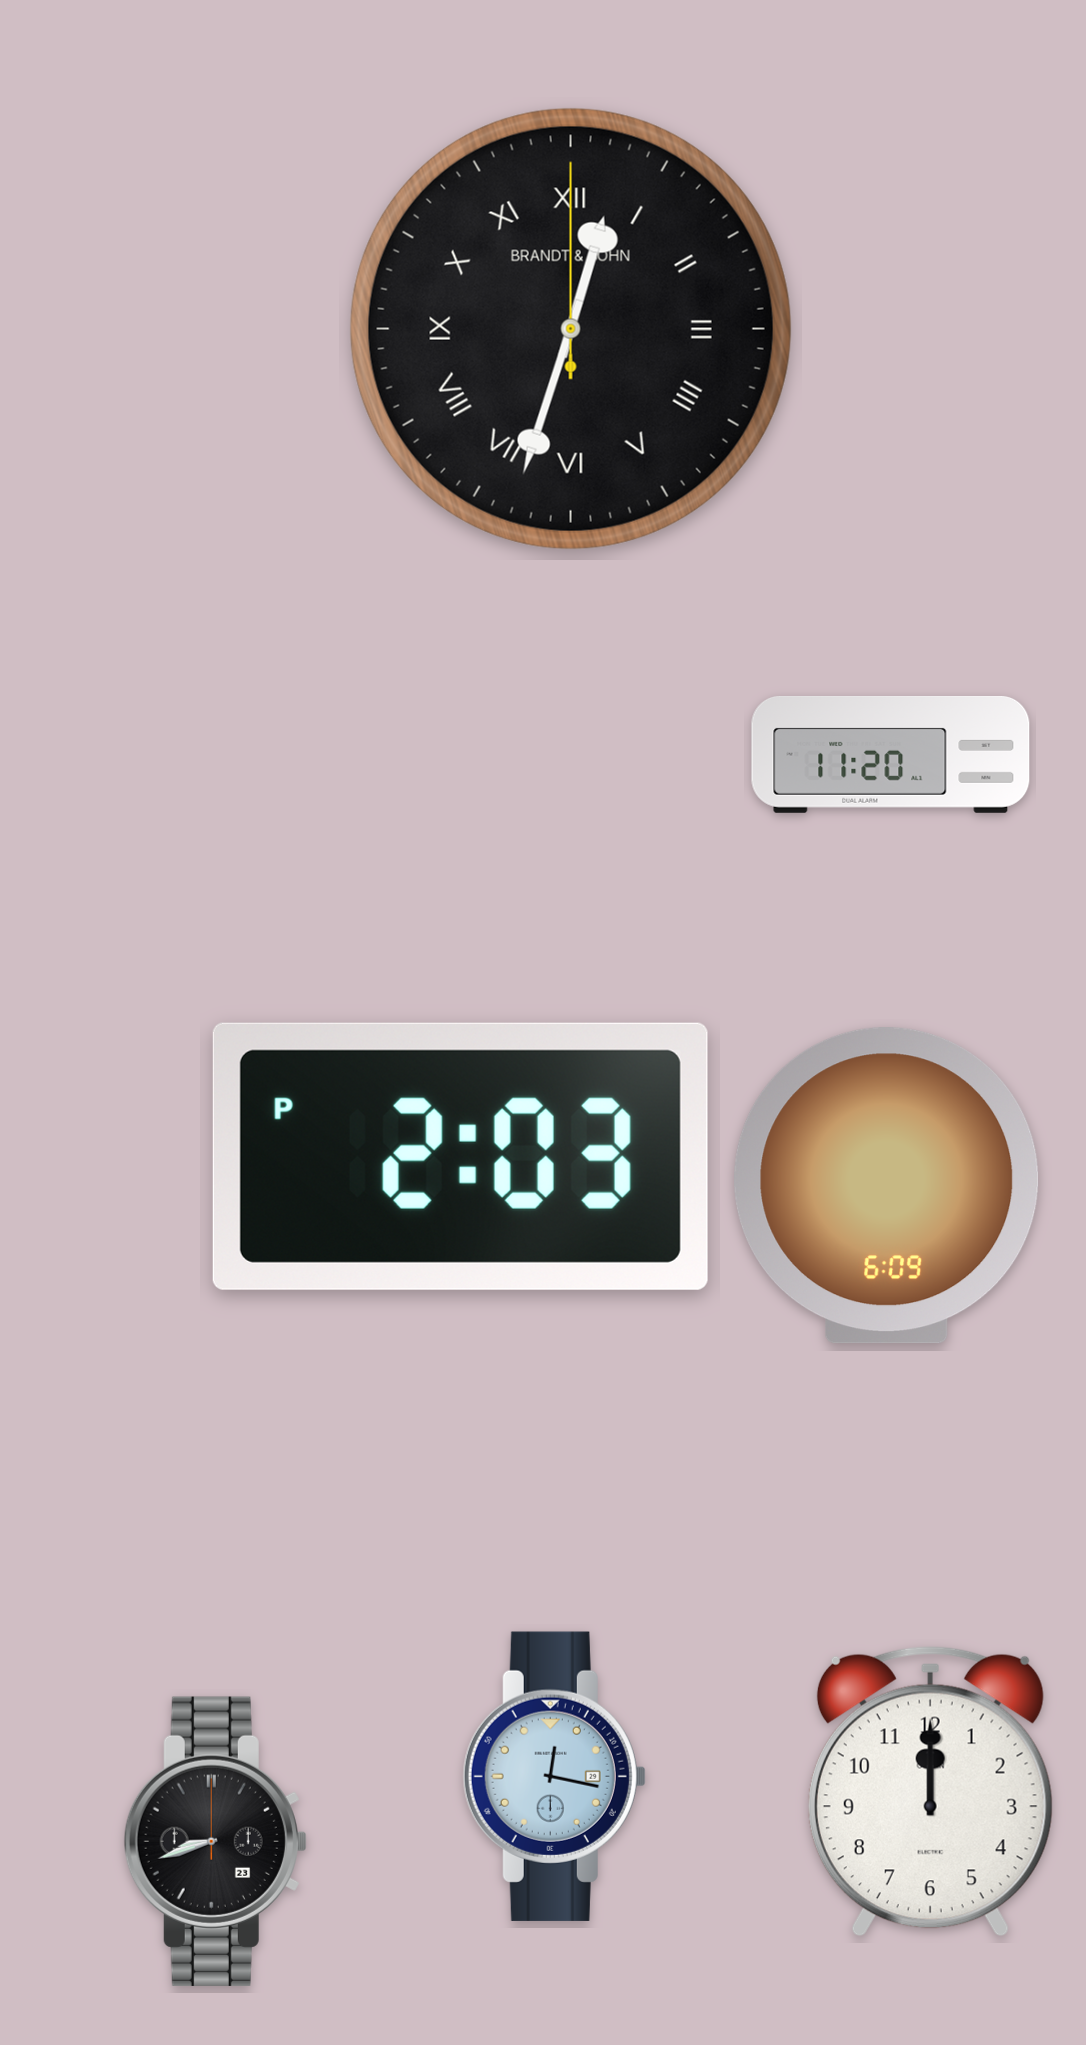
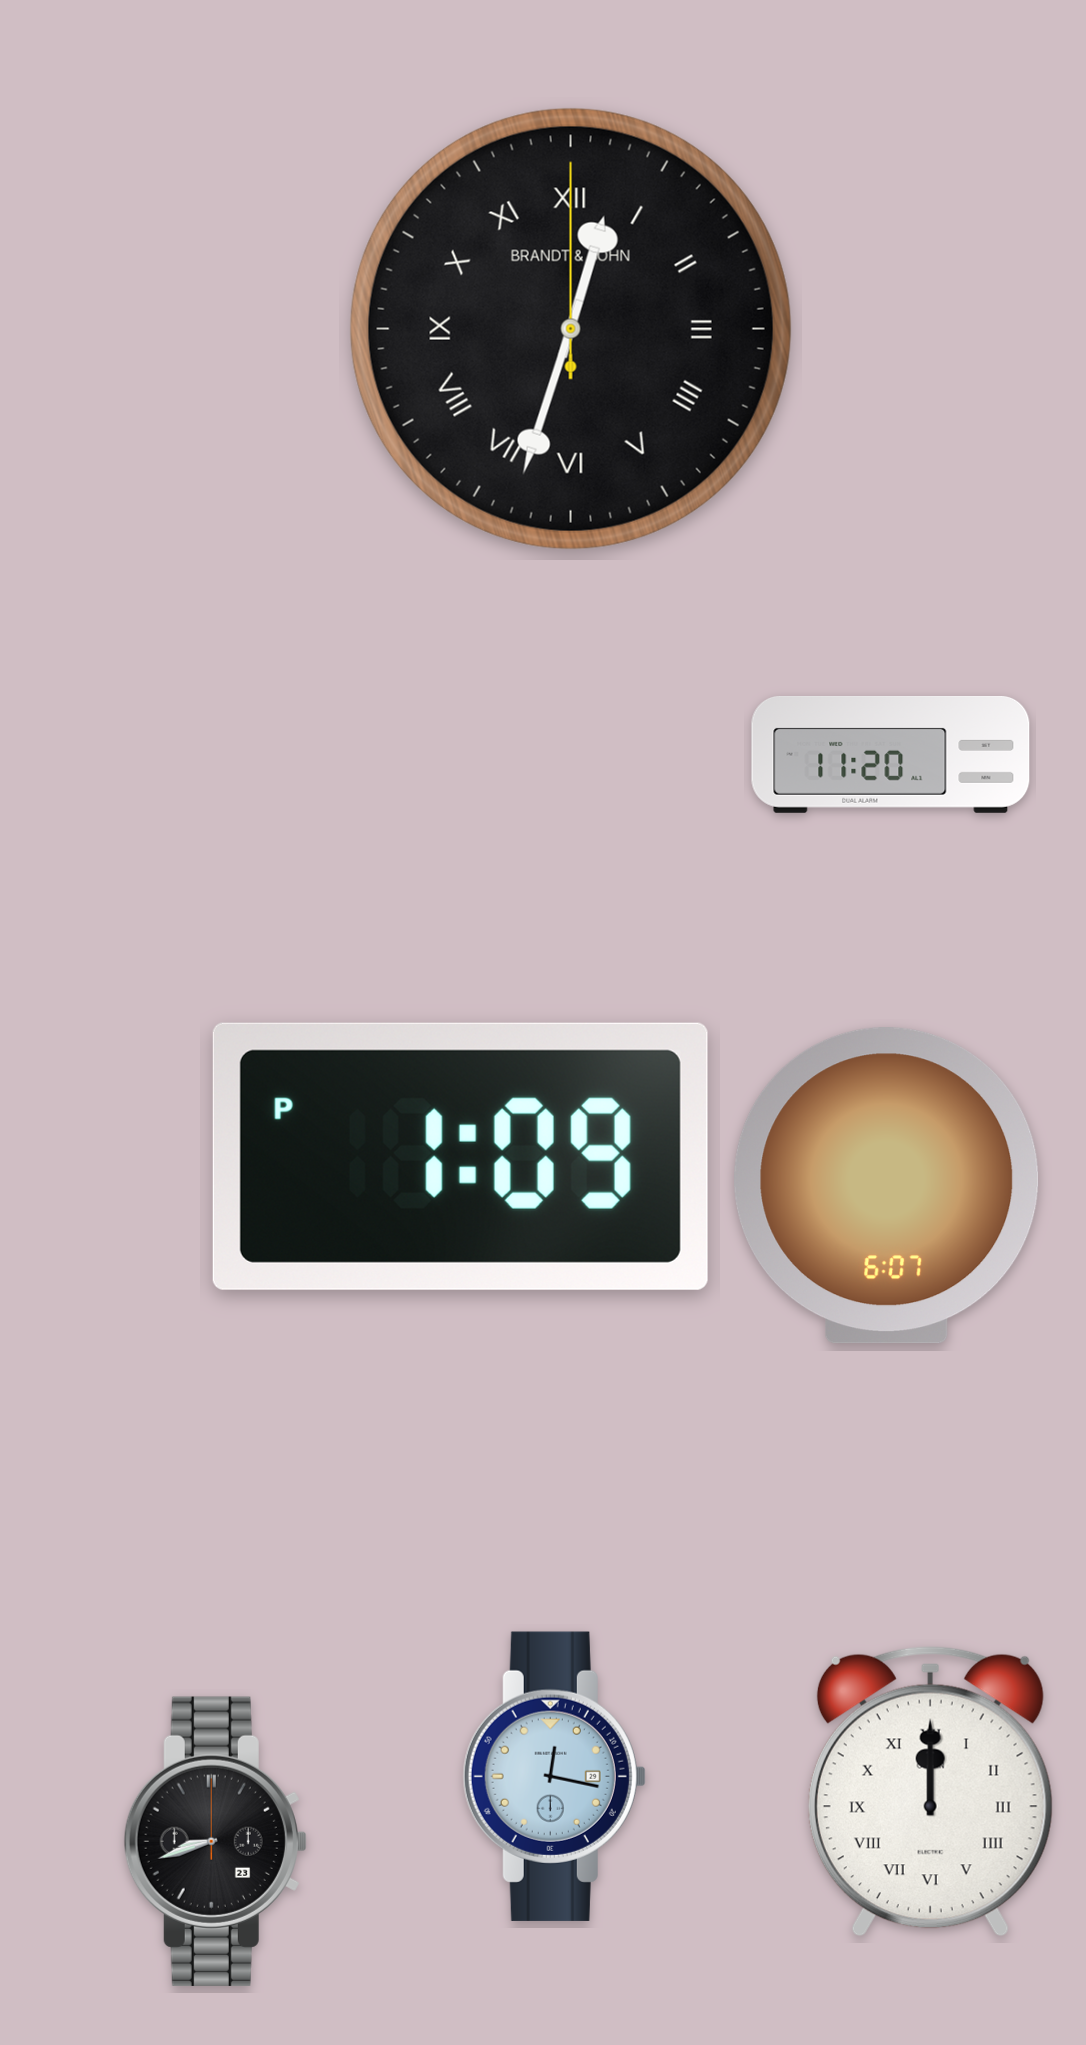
clock at (460, 1156): 2:03 -> 1:09
clock at (887, 1186): 6:09 -> 6:07
clock at (930, 1791) numerals: Arabic -> Roman
